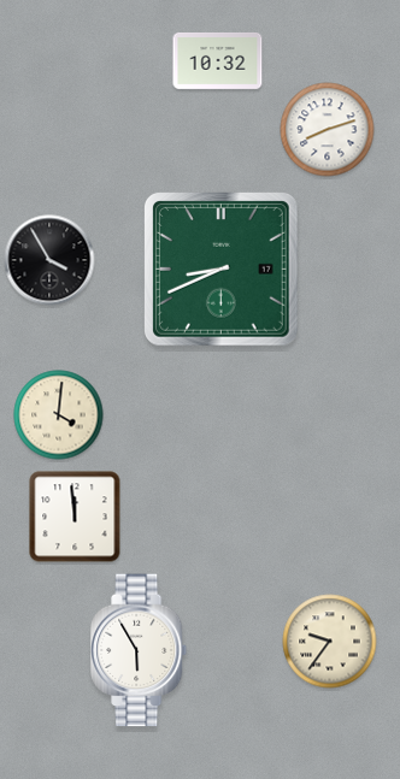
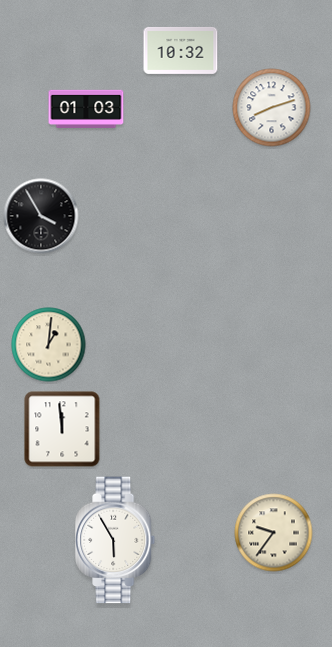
clock at (86, 109): none -> 01:03
clock at (222, 270): 8:41 -> none
clock at (59, 415): 4:01 -> 1:01
